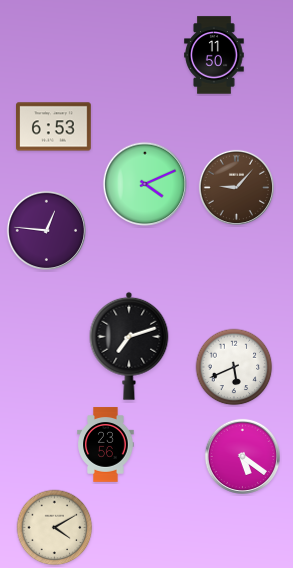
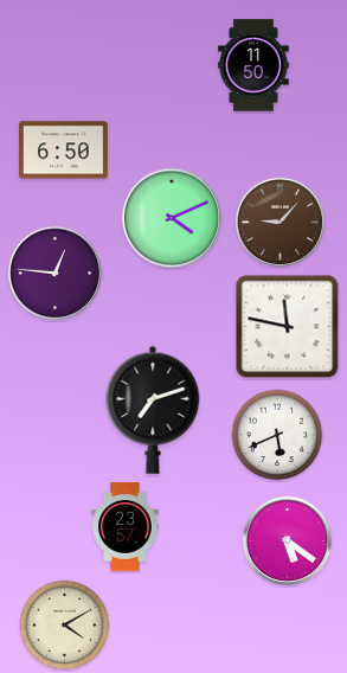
clock at (54, 127): 6:53 -> 6:50
clock at (288, 327): none -> 11:47
clock at (106, 445): 23:56 -> 23:57
